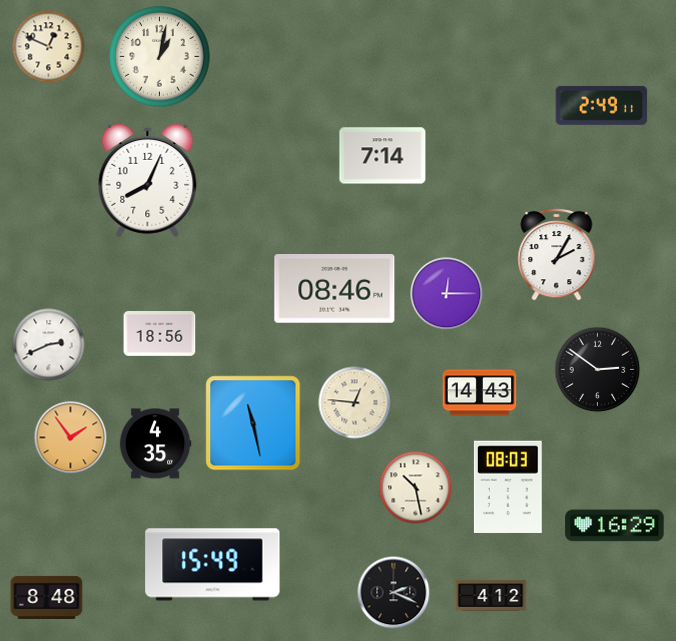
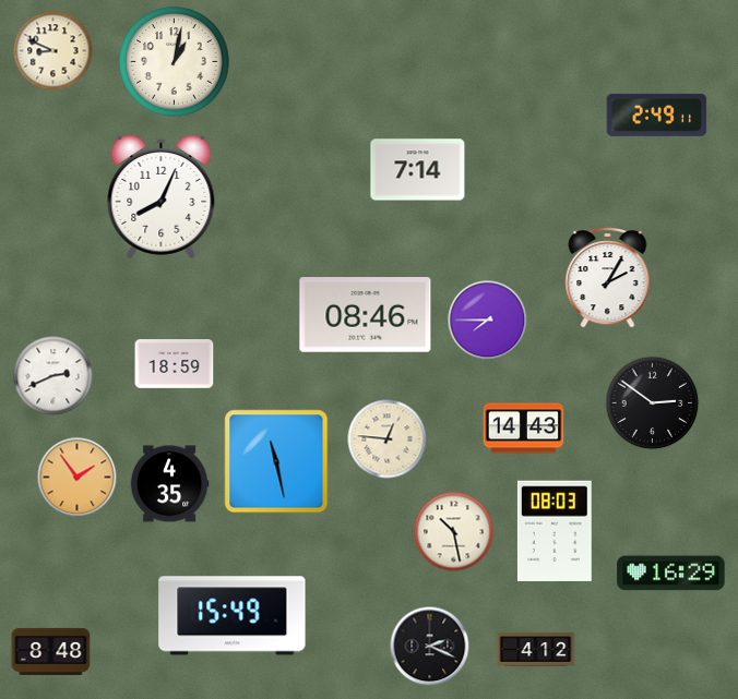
clock at (49, 47): 12:49 -> 8:49
clock at (447, 294): 12:15 -> 7:45
clock at (160, 334): 18:56 -> 18:59
